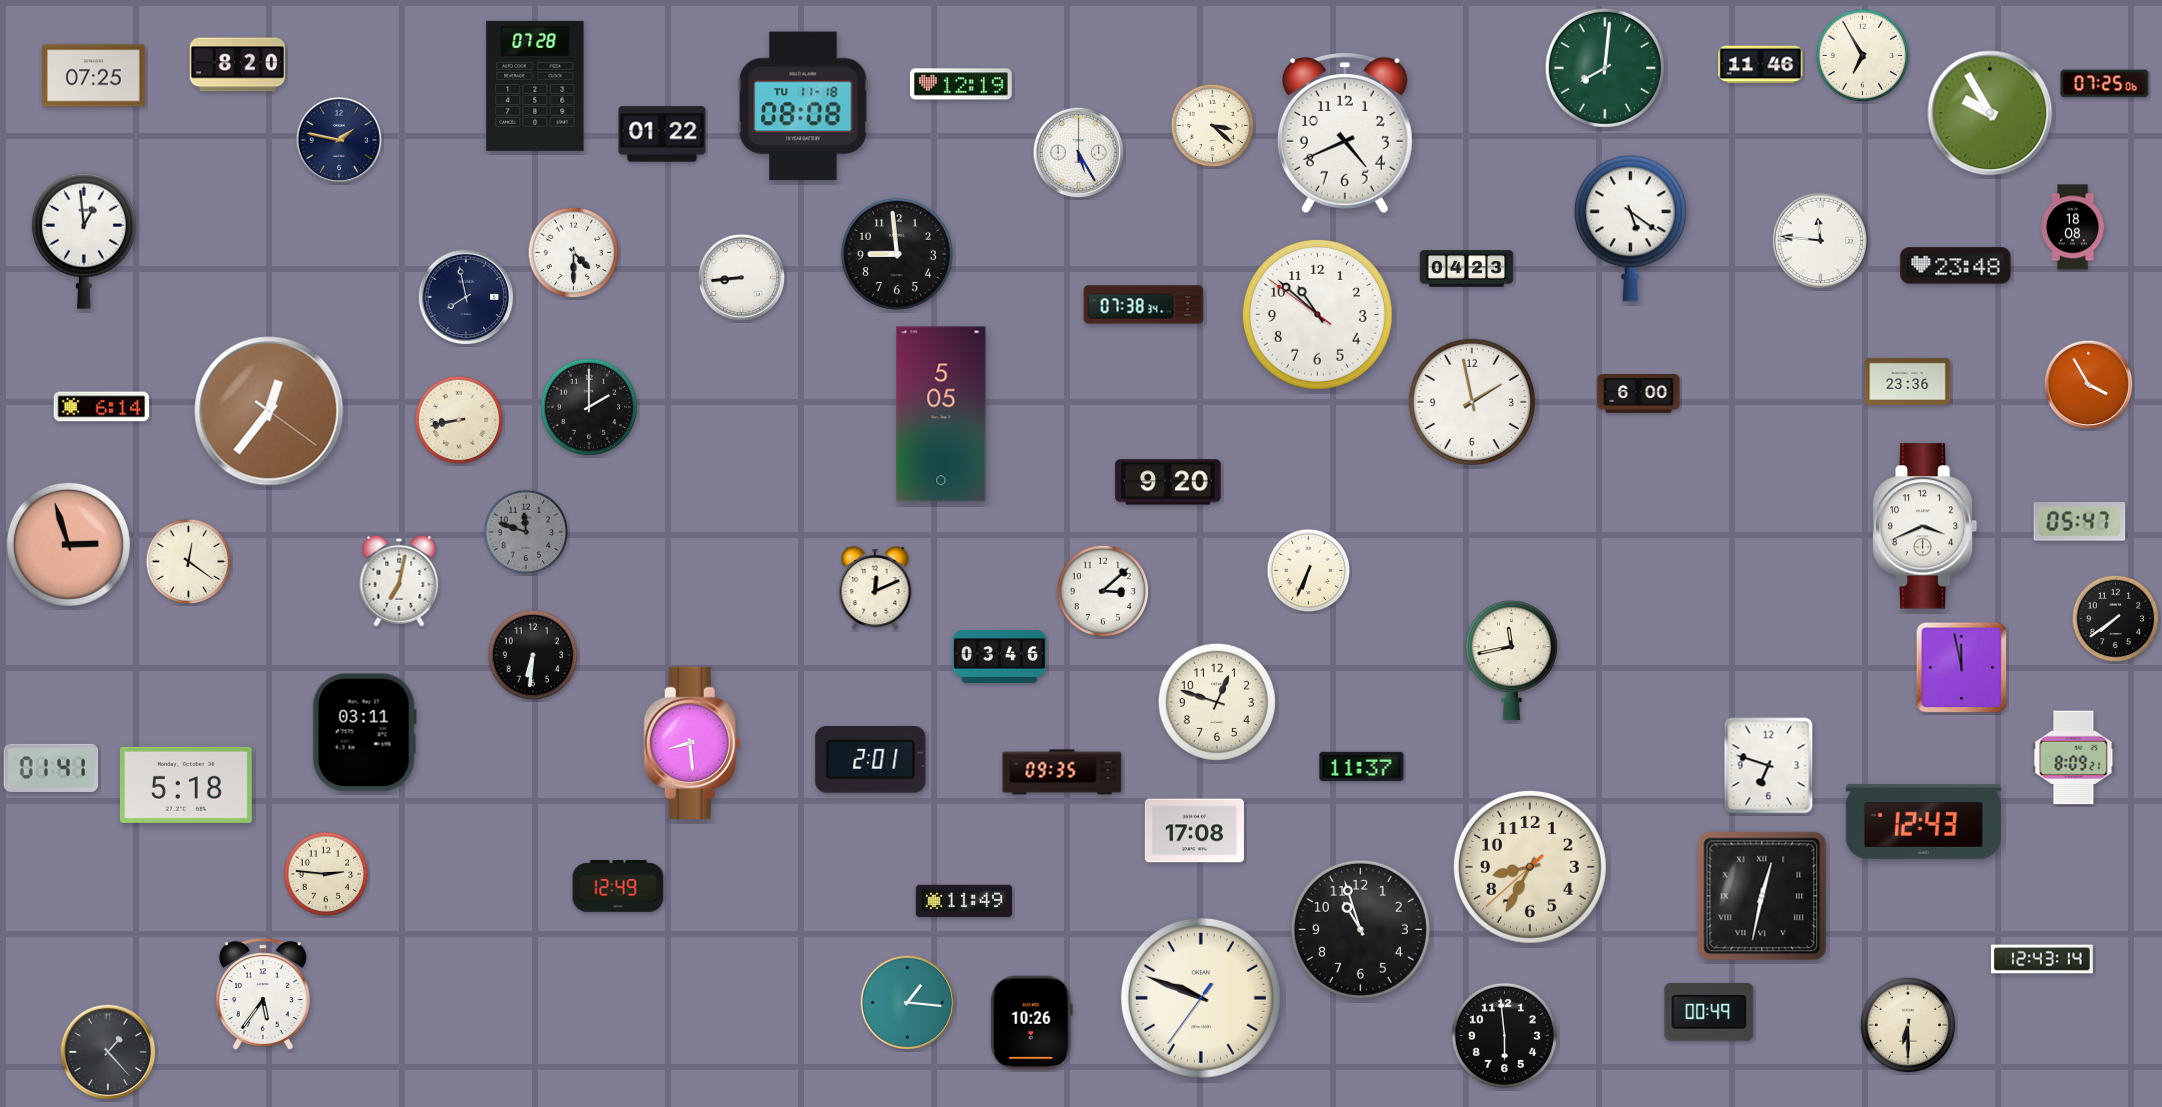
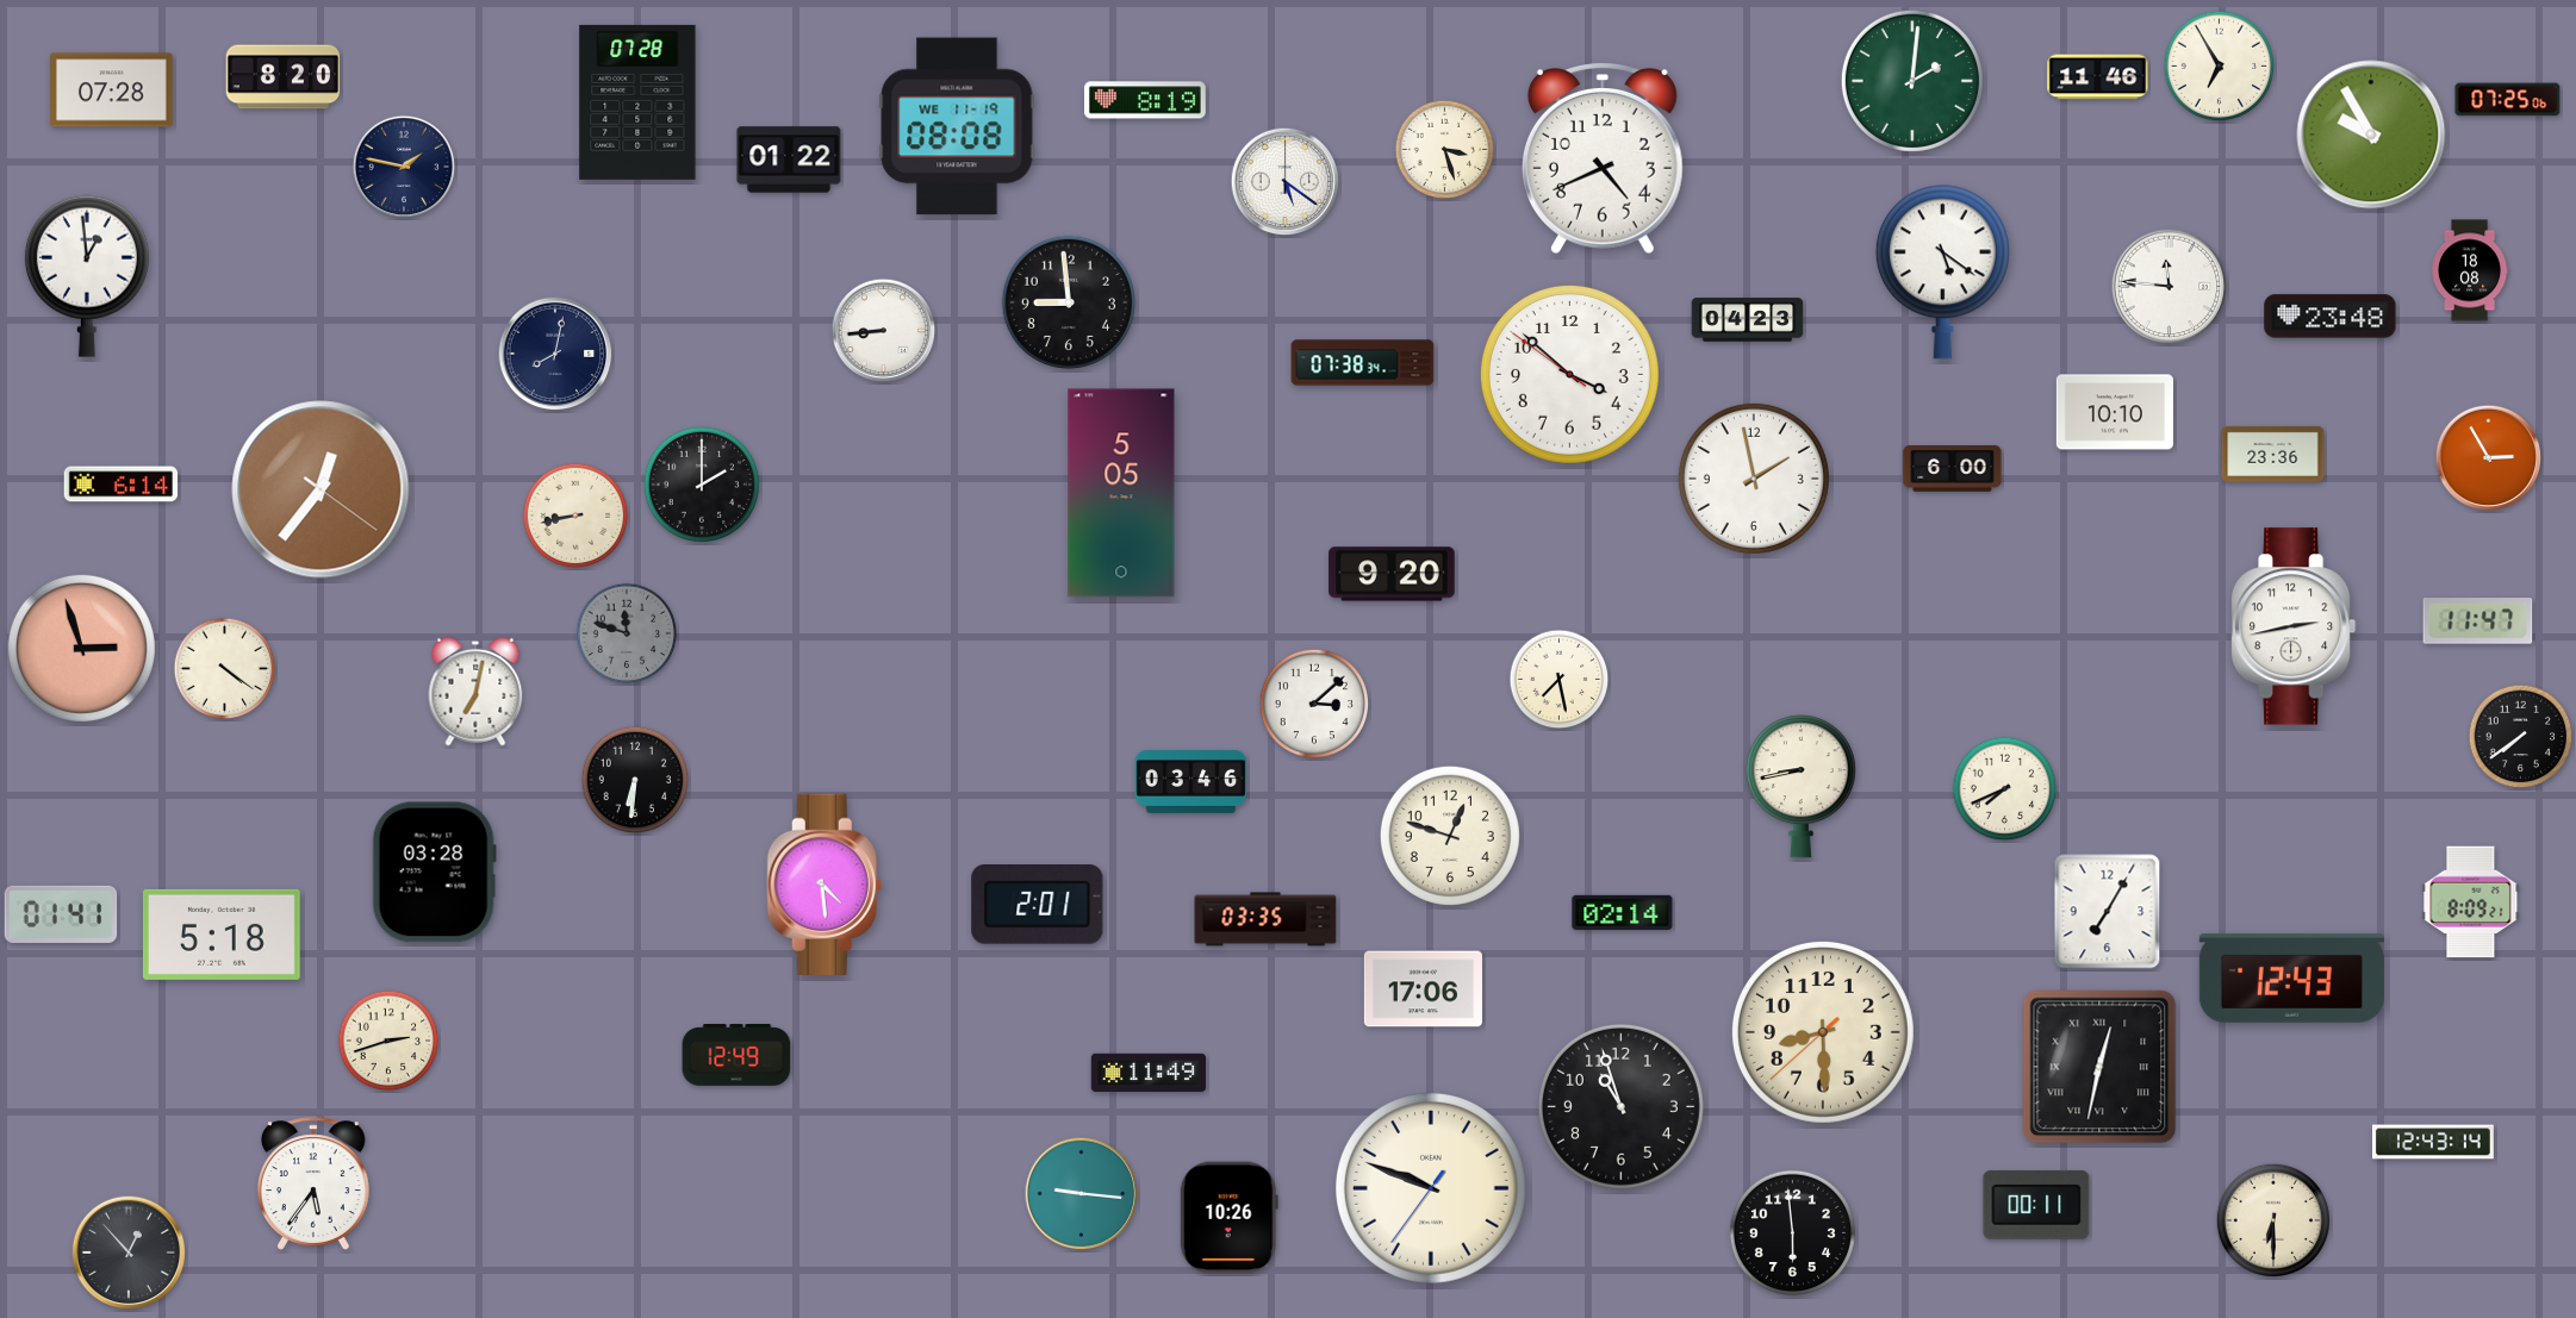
clock at (1605, 68): 8:01 -> 2:01
clock at (94, 76): 07:25 -> 07:28
clock at (961, 84): 12:19 -> 8:19
clock at (803, 106) date: TU 11-18 -> WE 11-19
clock at (1213, 126): 3:22 -> 3:27
clock at (1079, 153): 5:25 -> 5:21
clock at (84, 241) position: (84, 241) -> (87, 276)
clock at (574, 253): 4:30 -> none
clock at (466, 297): 7:58 -> 8:02
clock at (1317, 314): 10:51 -> 3:51
clock at (2115, 412): none -> 10:10
clock at (2089, 385): 3:55 -> 2:55
clock at (459, 420) position: (459, 420) -> (575, 516)
clock at (2080, 522): 05:47 -> 11:47
clock at (1925, 526): 3:41 -> 2:43
clock at (189, 562): 12:21 -> 4:21
clock at (1309, 571): 6:34 -> 7:28
clock at (875, 589): 12:11 -> none
clock at (1511, 661): 11:43 -> 8:43
clock at (2005, 789): none -> 7:41
clock at (1962, 668): 11:58 -> none
clock at (364, 733): 03:11 -> 03:28
clock at (692, 742): 8:29 -> 4:29
clock at (1362, 766): 11:37 -> 02:14
clock at (1769, 766): 6:48 -> 7:05
clock at (1062, 772): 09:35 -> 03:35
clock at (1194, 831): 17:08 -> 17:06
clock at (1530, 867): 8:34 -> 8:29
clock at (326, 874): 2:46 -> 2:42
clock at (908, 1003): 1:16 -> 9:16
clock at (1709, 1012): 00:49 -> 00:11
clock at (108, 1052): 1:23 -> 12:53
